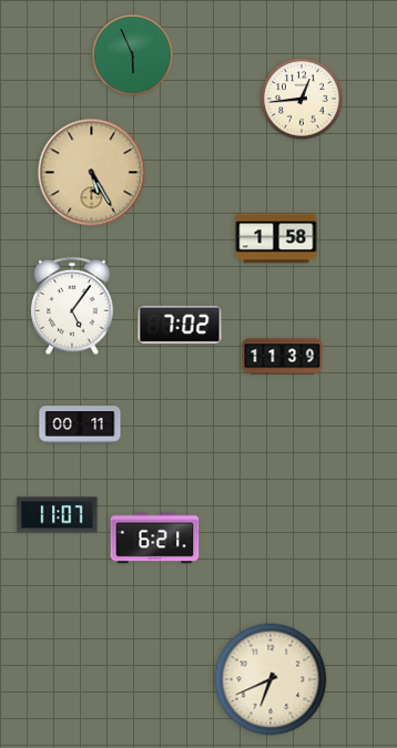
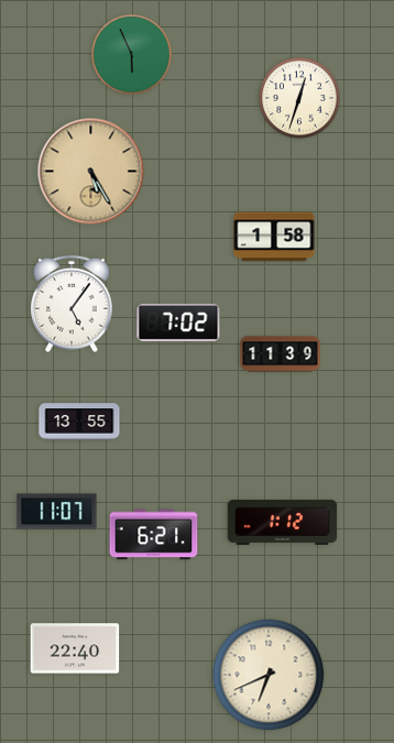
clock at (302, 99): 12:44 -> 12:33
clock at (80, 424): 00:11 -> 13:55
clock at (283, 522): none -> 1:12
clock at (75, 648): none -> 22:40
